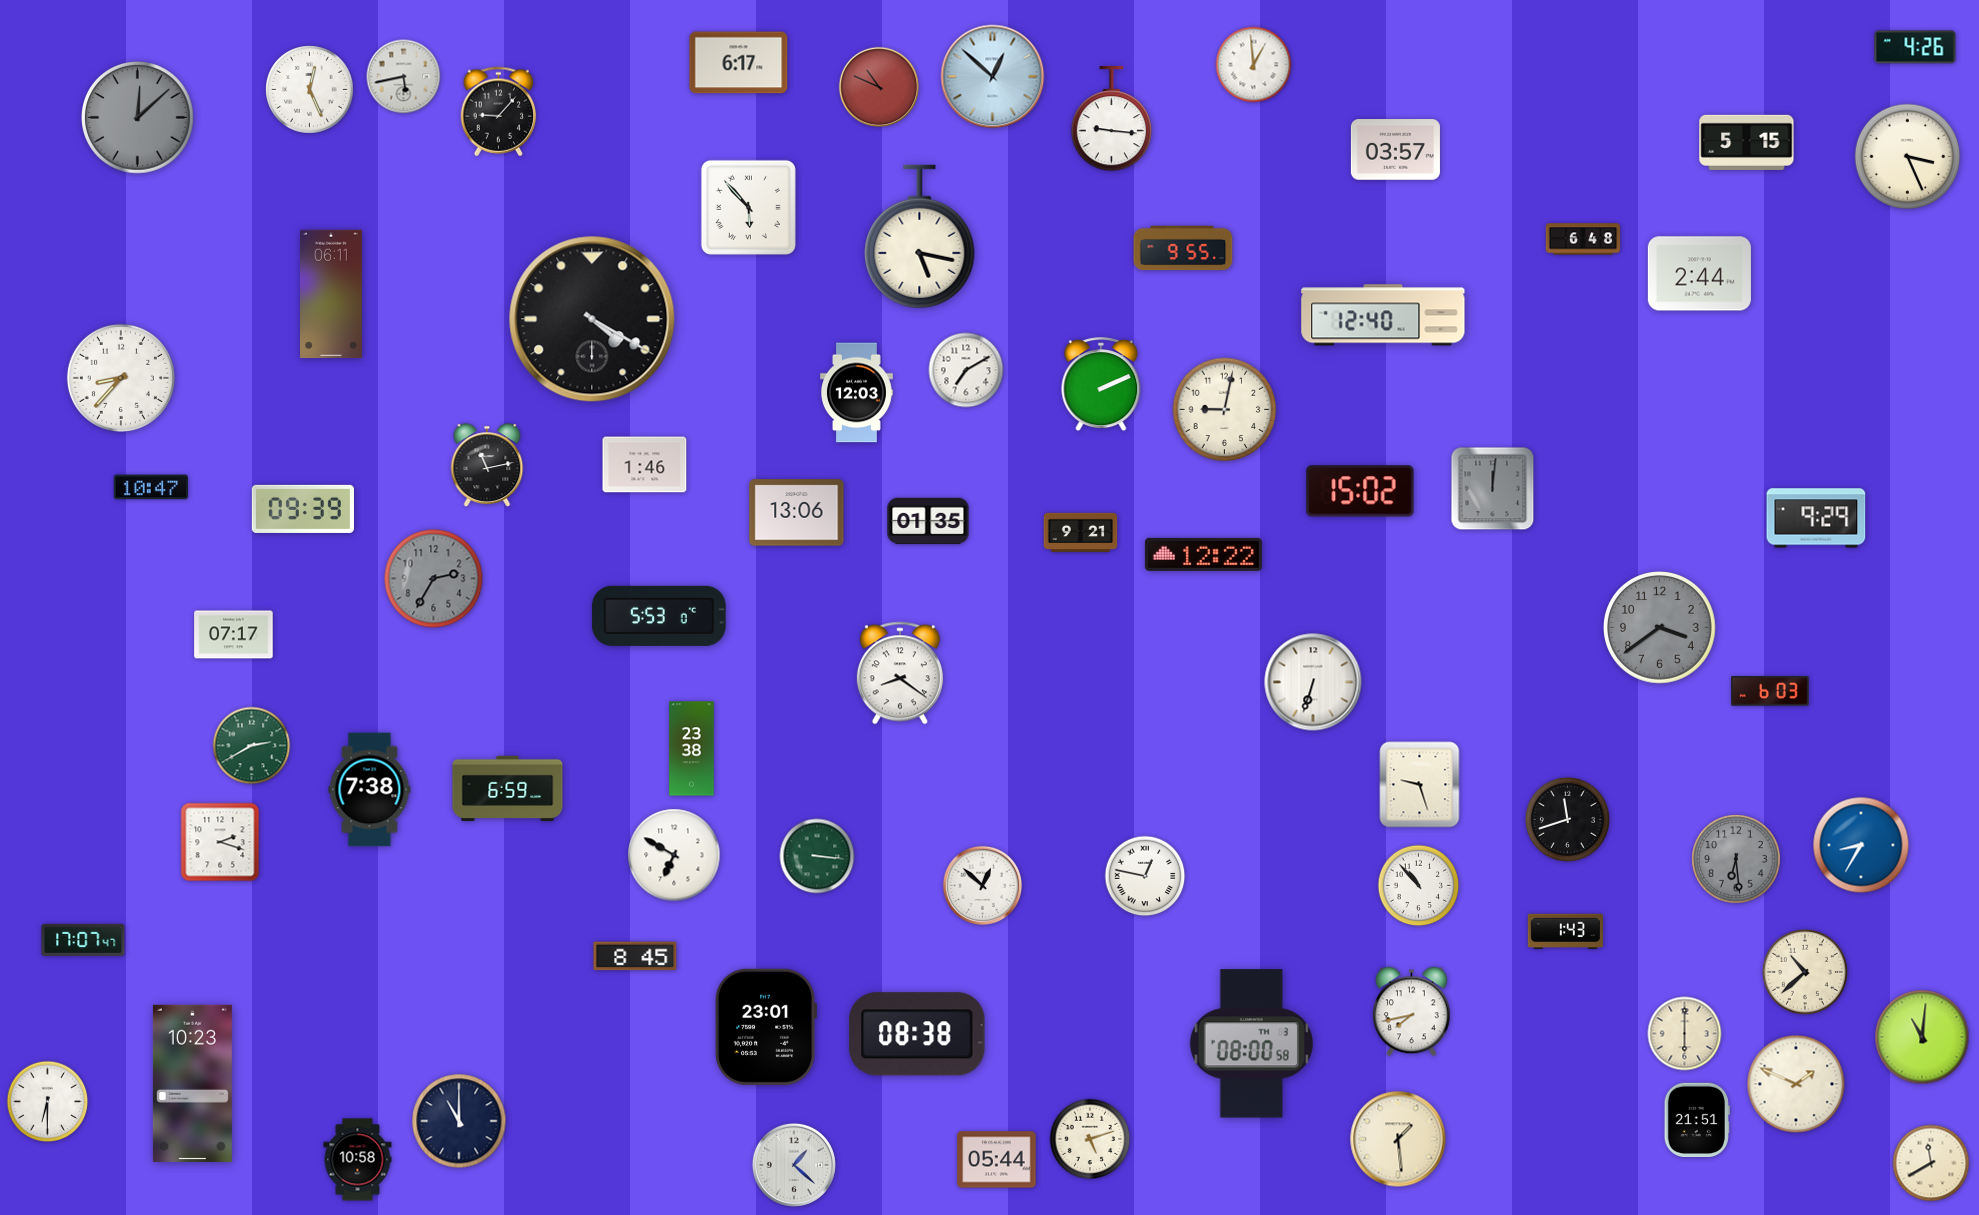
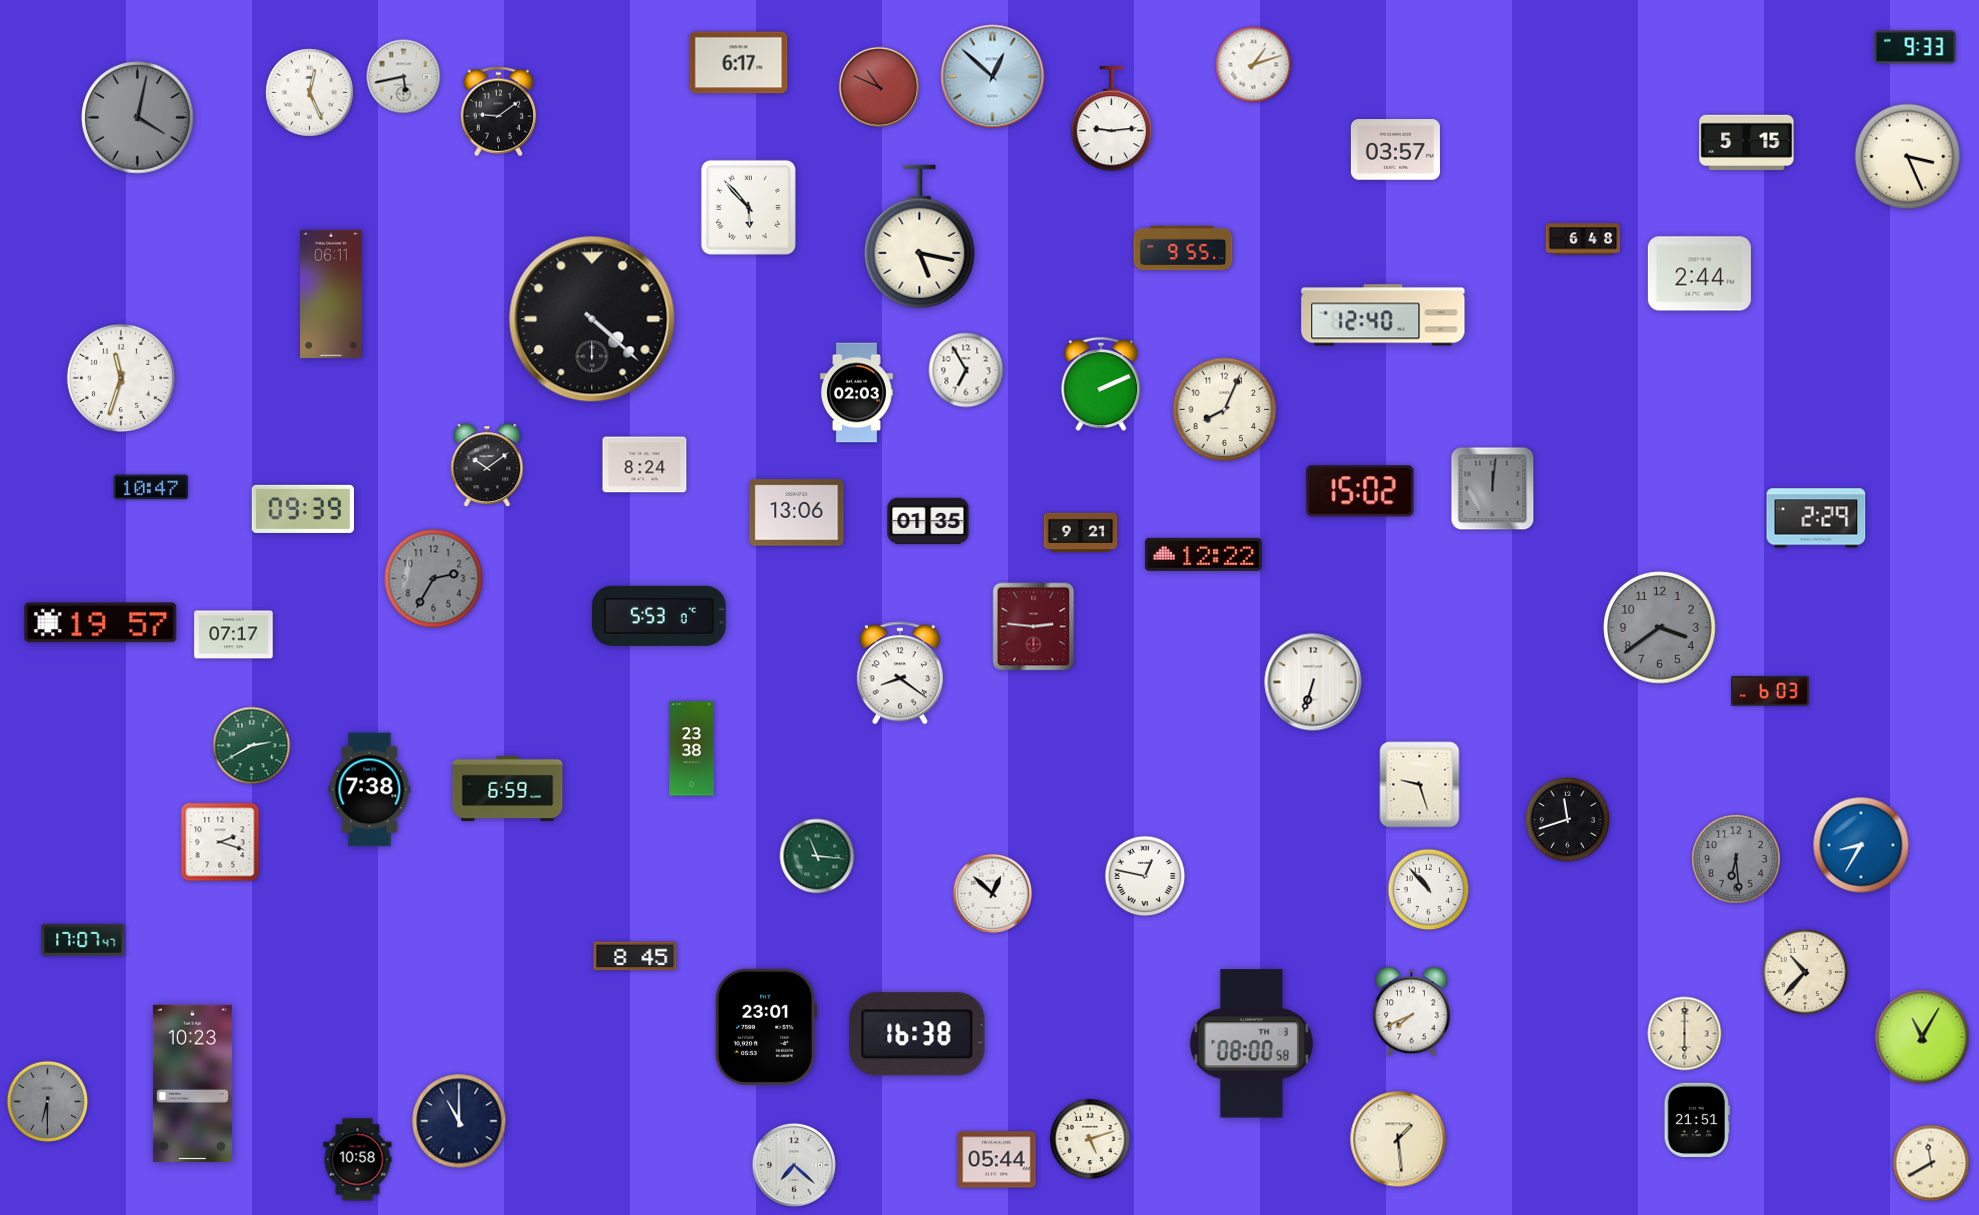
clock at (1915, 47): 4:26 -> 9:33
clock at (1254, 65): 12:59 -> 1:12
clock at (310, 90) position: (310, 90) -> (310, 93)
clock at (499, 112): 9:07 -> 9:09
clock at (138, 118): 12:08 -> 4:02
clock at (1111, 120): 9:16 -> 9:14
clock at (592, 319): 4:20 -> 4:22
clock at (966, 370): 7:10 -> 6:55
clock at (121, 378): 8:37 -> 11:33
clock at (857, 393): 12:03 -> 02:03
clock at (1225, 410): 9:02 -> 8:04
clock at (487, 465): 11:13 -> 10:09
clock at (645, 465): 1:46 -> 8:24
clock at (1816, 518): 9:29 -> 2:29
clock at (101, 623): none -> 19:57
clock at (1034, 627): none -> 2:46
clock at (674, 855): 6:50 -> none
clock at (817, 856): 3:16 -> 11:16
clock at (983, 886) position: (983, 886) -> (993, 894)
clock at (1419, 886) position: (1419, 886) -> (1429, 890)
clock at (1565, 931): 1:43 -> none
clock at (1805, 972): 10:38 -> 10:37
clock at (1412, 1012): 7:43 -> 7:41
clock at (917, 1034): 08:38 -> 16:38
clock at (1922, 1037): 11:01 -> 11:05
clock at (1796, 1084): 1:49 -> none
clock at (48, 1102) dial: white -> grey
clock at (794, 1165): 1:22 -> 7:22
